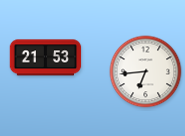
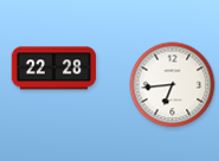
clock at (46, 58): 21:53 -> 22:28
